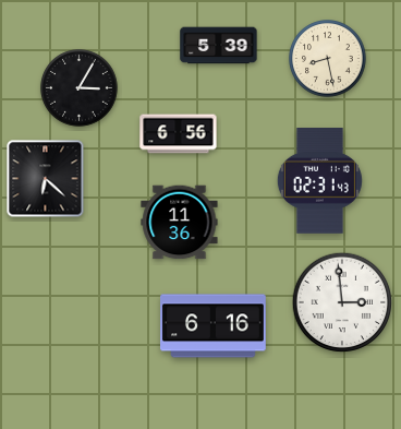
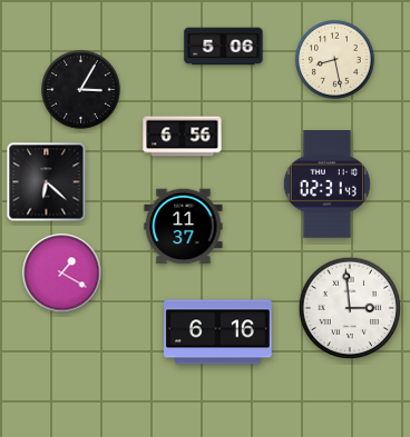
clock at (219, 46): 5:39 -> 5:06
clock at (180, 223): 11:36 -> 11:37
clock at (62, 274): none -> 1:20
